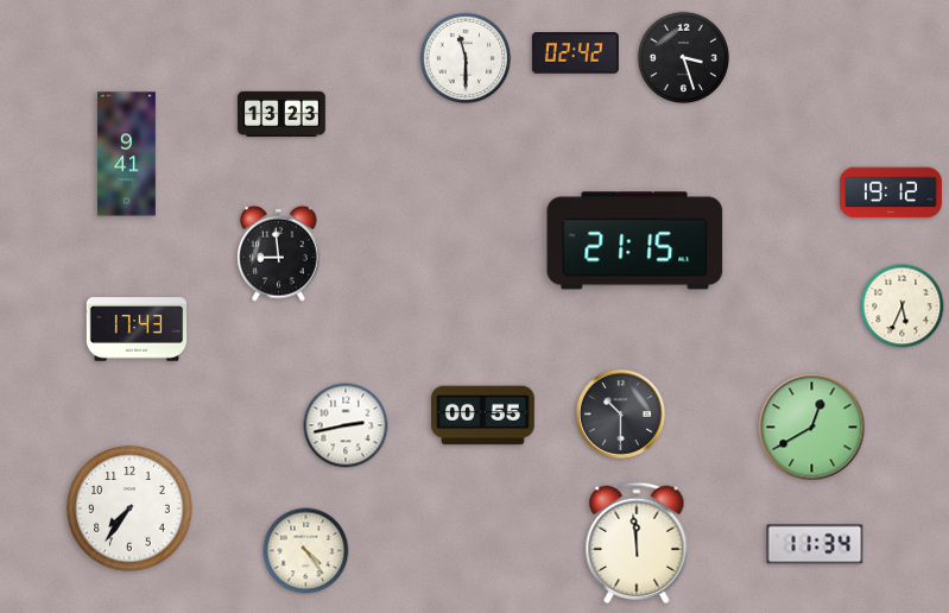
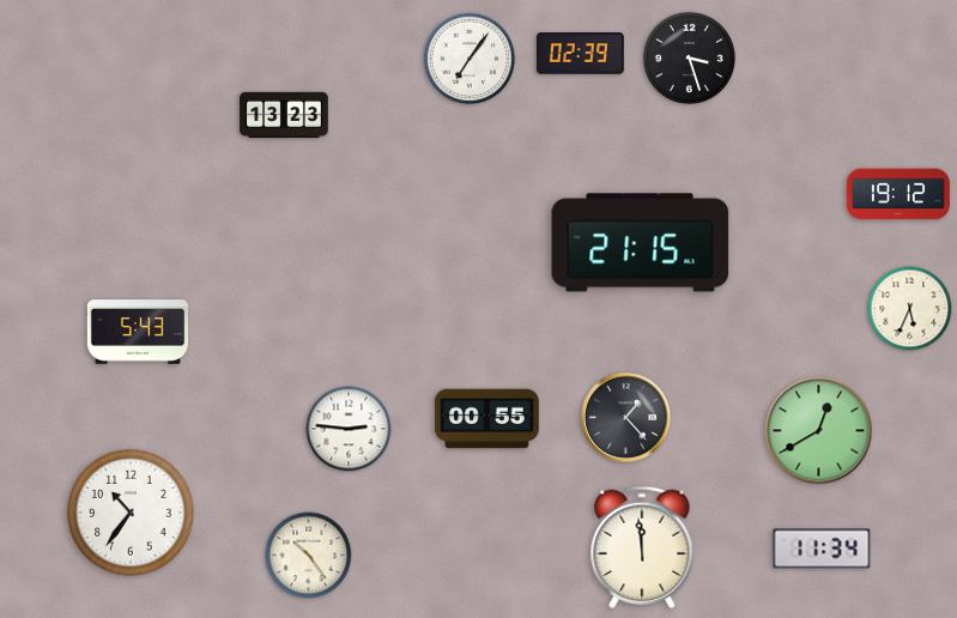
clock at (575, 53): 02:42 -> 02:39
clock at (466, 58): 11:30 -> 7:06
clock at (127, 154): 9:41 -> none
clock at (279, 253): 8:59 -> none
clock at (137, 329): 17:43 -> 5:43
clock at (620, 413): 10:30 -> 1:23
clock at (346, 425): 2:43 -> 2:46
clock at (129, 508): 7:36 -> 10:36
clock at (306, 551): 4:24 -> 10:24
